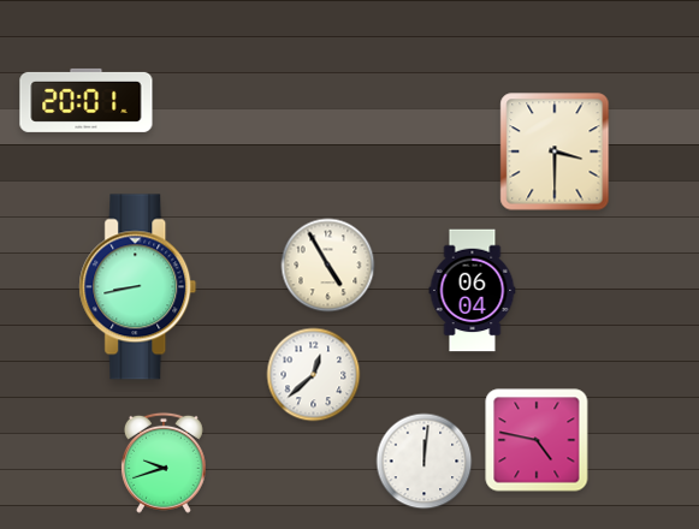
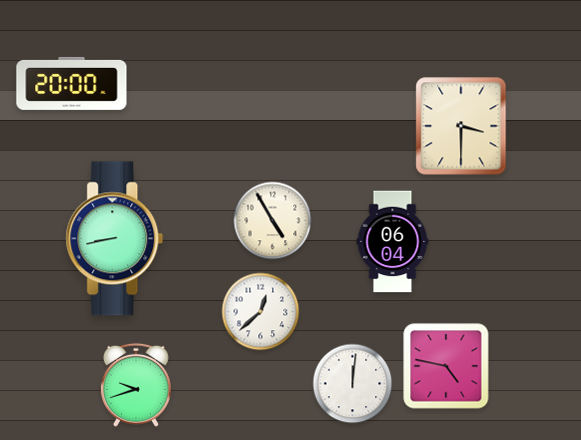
clock at (87, 100): 20:01 -> 20:00
